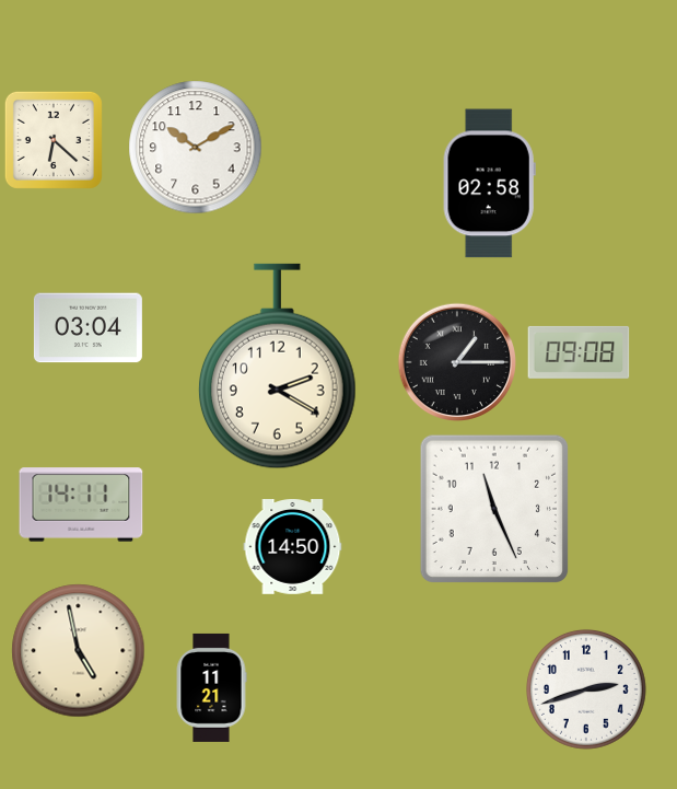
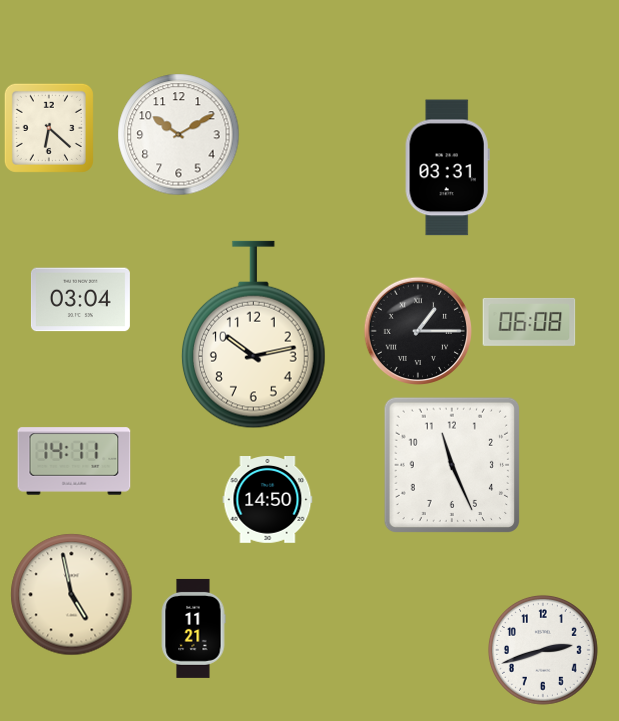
clock at (489, 184): 02:58 -> 03:31
clock at (579, 352): 09:08 -> 06:08
clock at (278, 367): 2:20 -> 10:13
clock at (586, 689) position: (586, 689) -> (543, 650)
